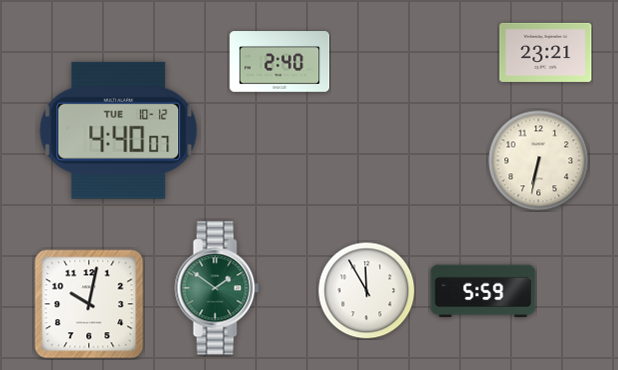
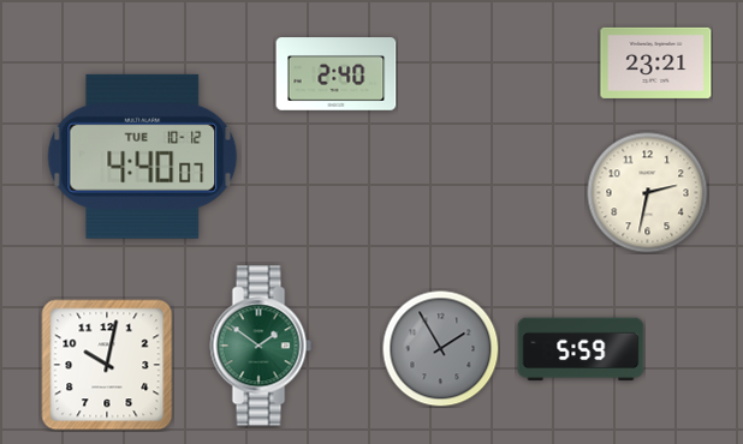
clock at (539, 161): 6:32 -> 2:32
clock at (366, 290): 11:55 -> 1:55
clock at (366, 290) dial: white -> grey
